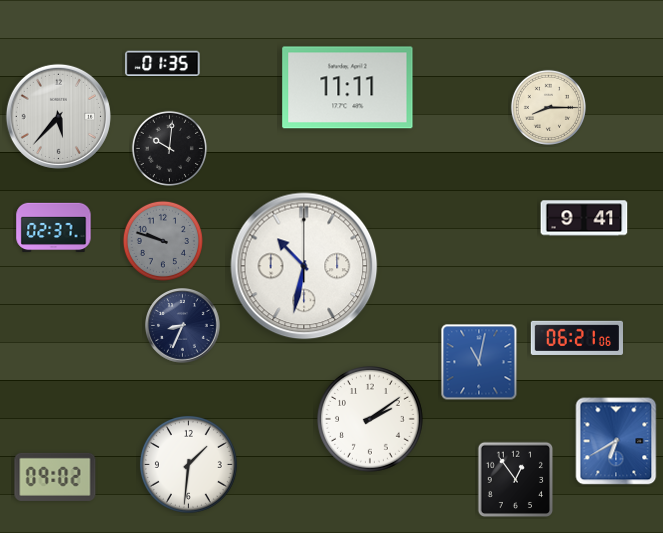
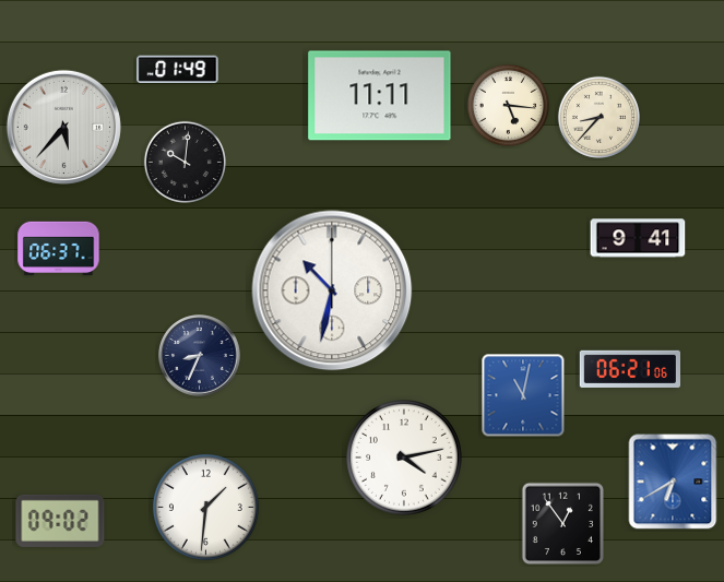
clock at (163, 64): 01:35 -> 01:49
clock at (508, 105): none -> 5:16
clock at (548, 107): 8:15 -> 8:37
clock at (54, 228): 02:37 -> 06:37
clock at (163, 241): 9:48 -> none
clock at (371, 420): 2:09 -> 4:13
